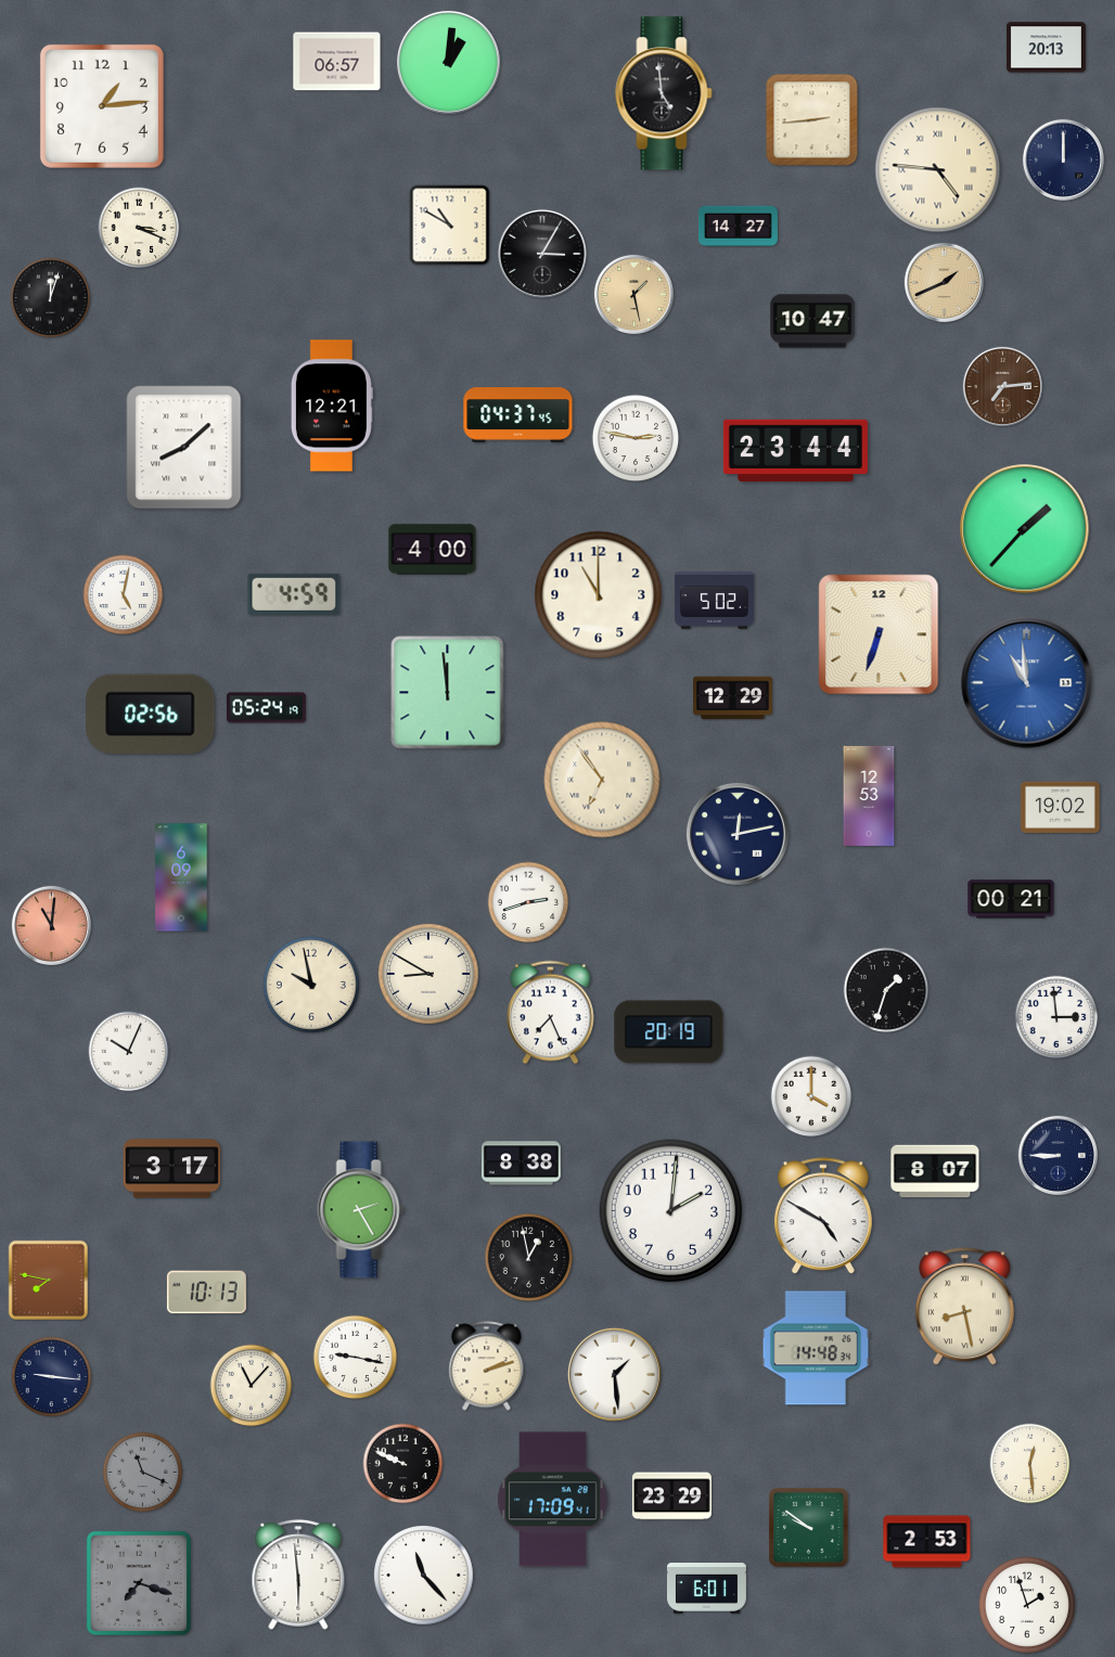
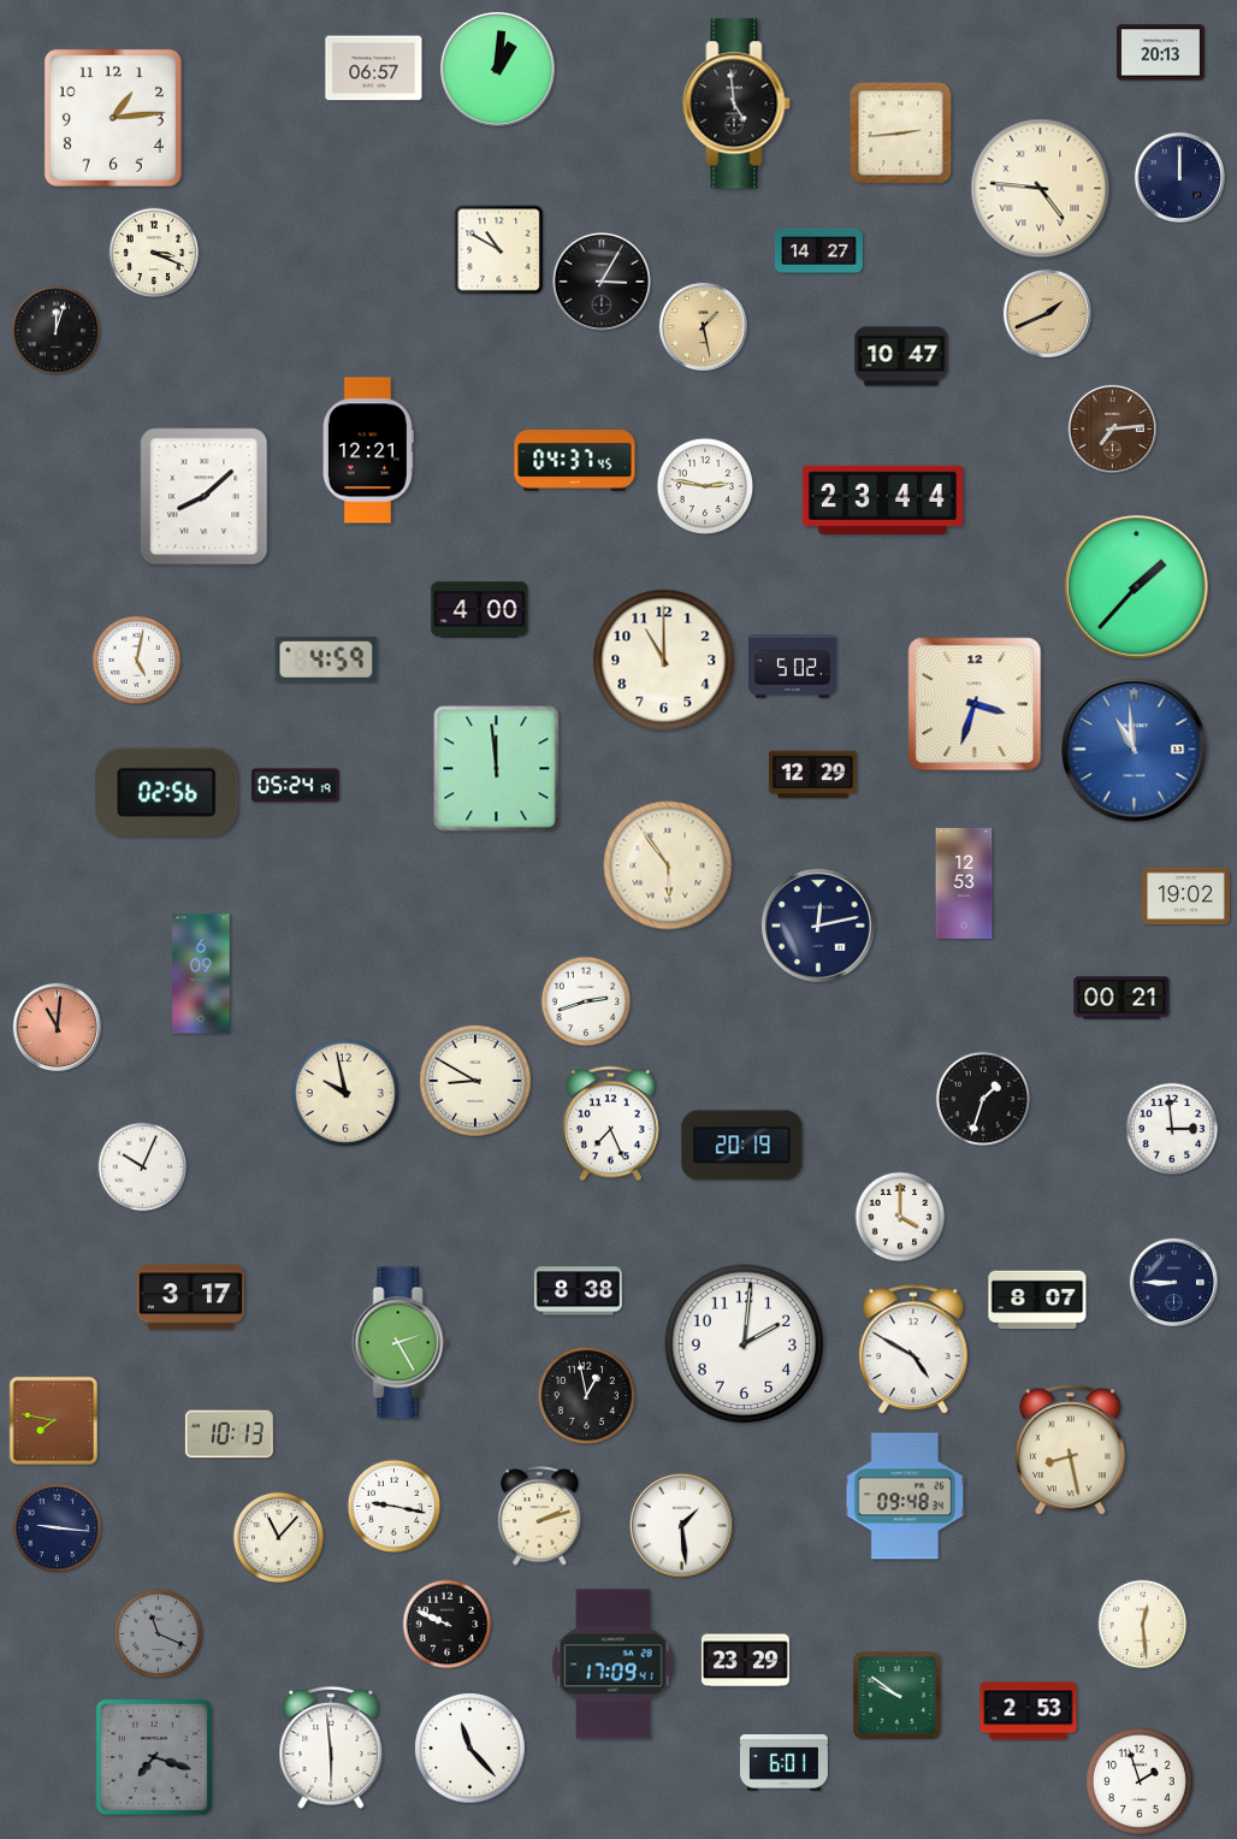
clock at (879, 634): 6:33 -> 3:33
clock at (1027, 683) position: (1027, 683) -> (1135, 750)
clock at (602, 780): 6:54 -> 5:54
clock at (1060, 808) position: (1060, 808) -> (1185, 897)
clock at (816, 1348): 14:48 -> 09:48
